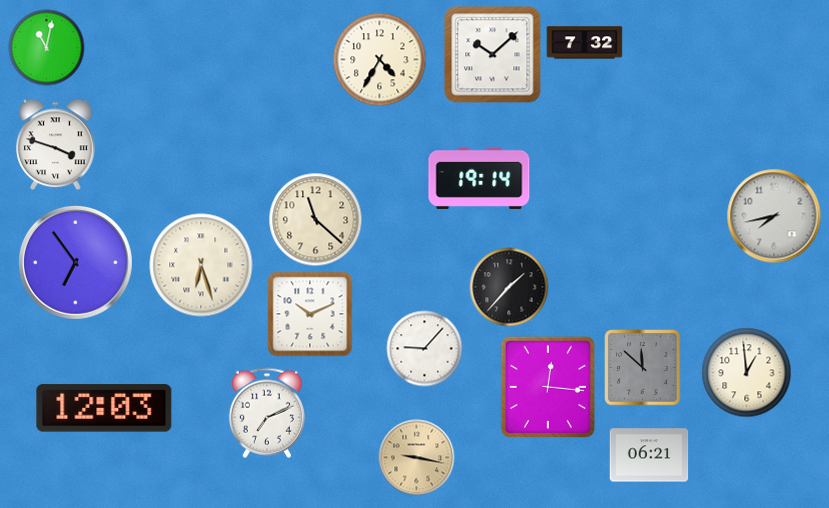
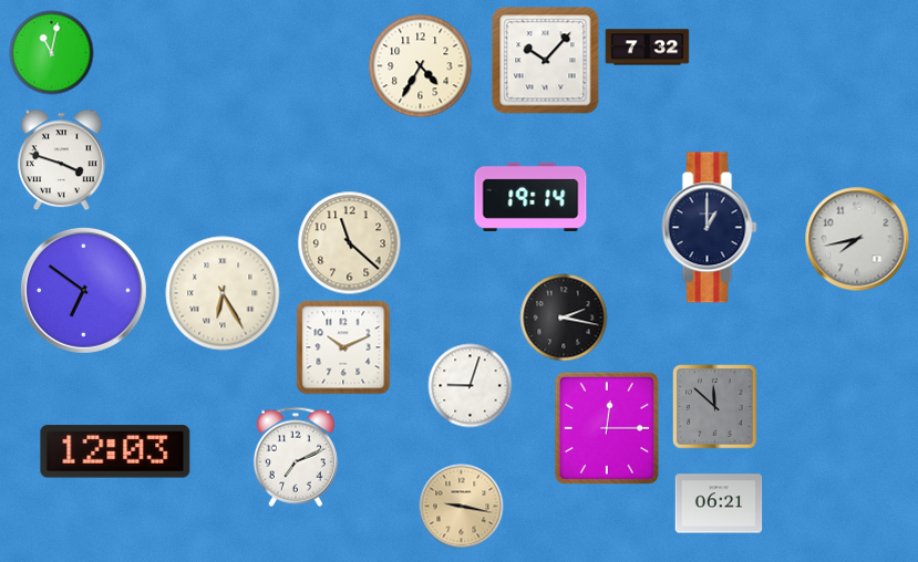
clock at (493, 55): 10:08 -> 10:07
clock at (710, 228): none -> 1:00
clock at (75, 262): 6:54 -> 6:51
clock at (201, 265): 6:27 -> 6:25
clock at (509, 287): 1:37 -> 2:17
clock at (425, 349): 9:07 -> 9:03
clock at (643, 368) position: (643, 368) -> (715, 407)
clock at (747, 373): 12:59 -> none
clock at (548, 387): 12:16 -> 12:15
